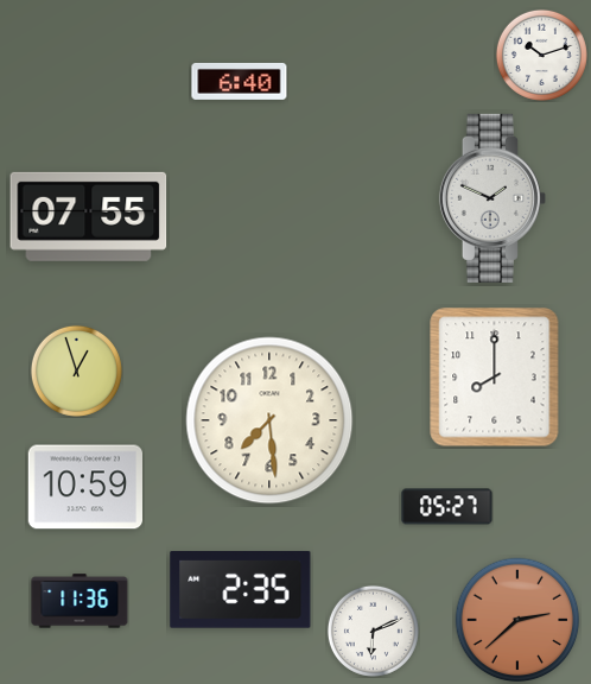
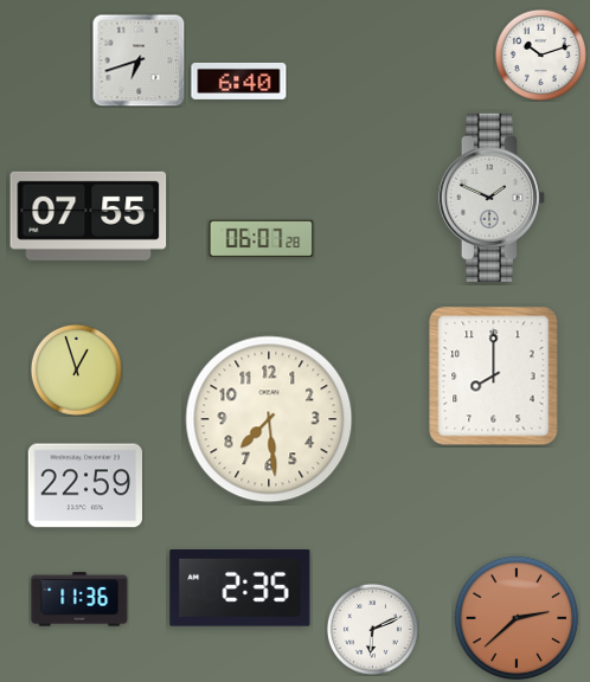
clock at (139, 60): none -> 6:42
clock at (262, 239): none -> 06:07
clock at (84, 487): 10:59 -> 22:59
clock at (447, 507): 05:27 -> none
